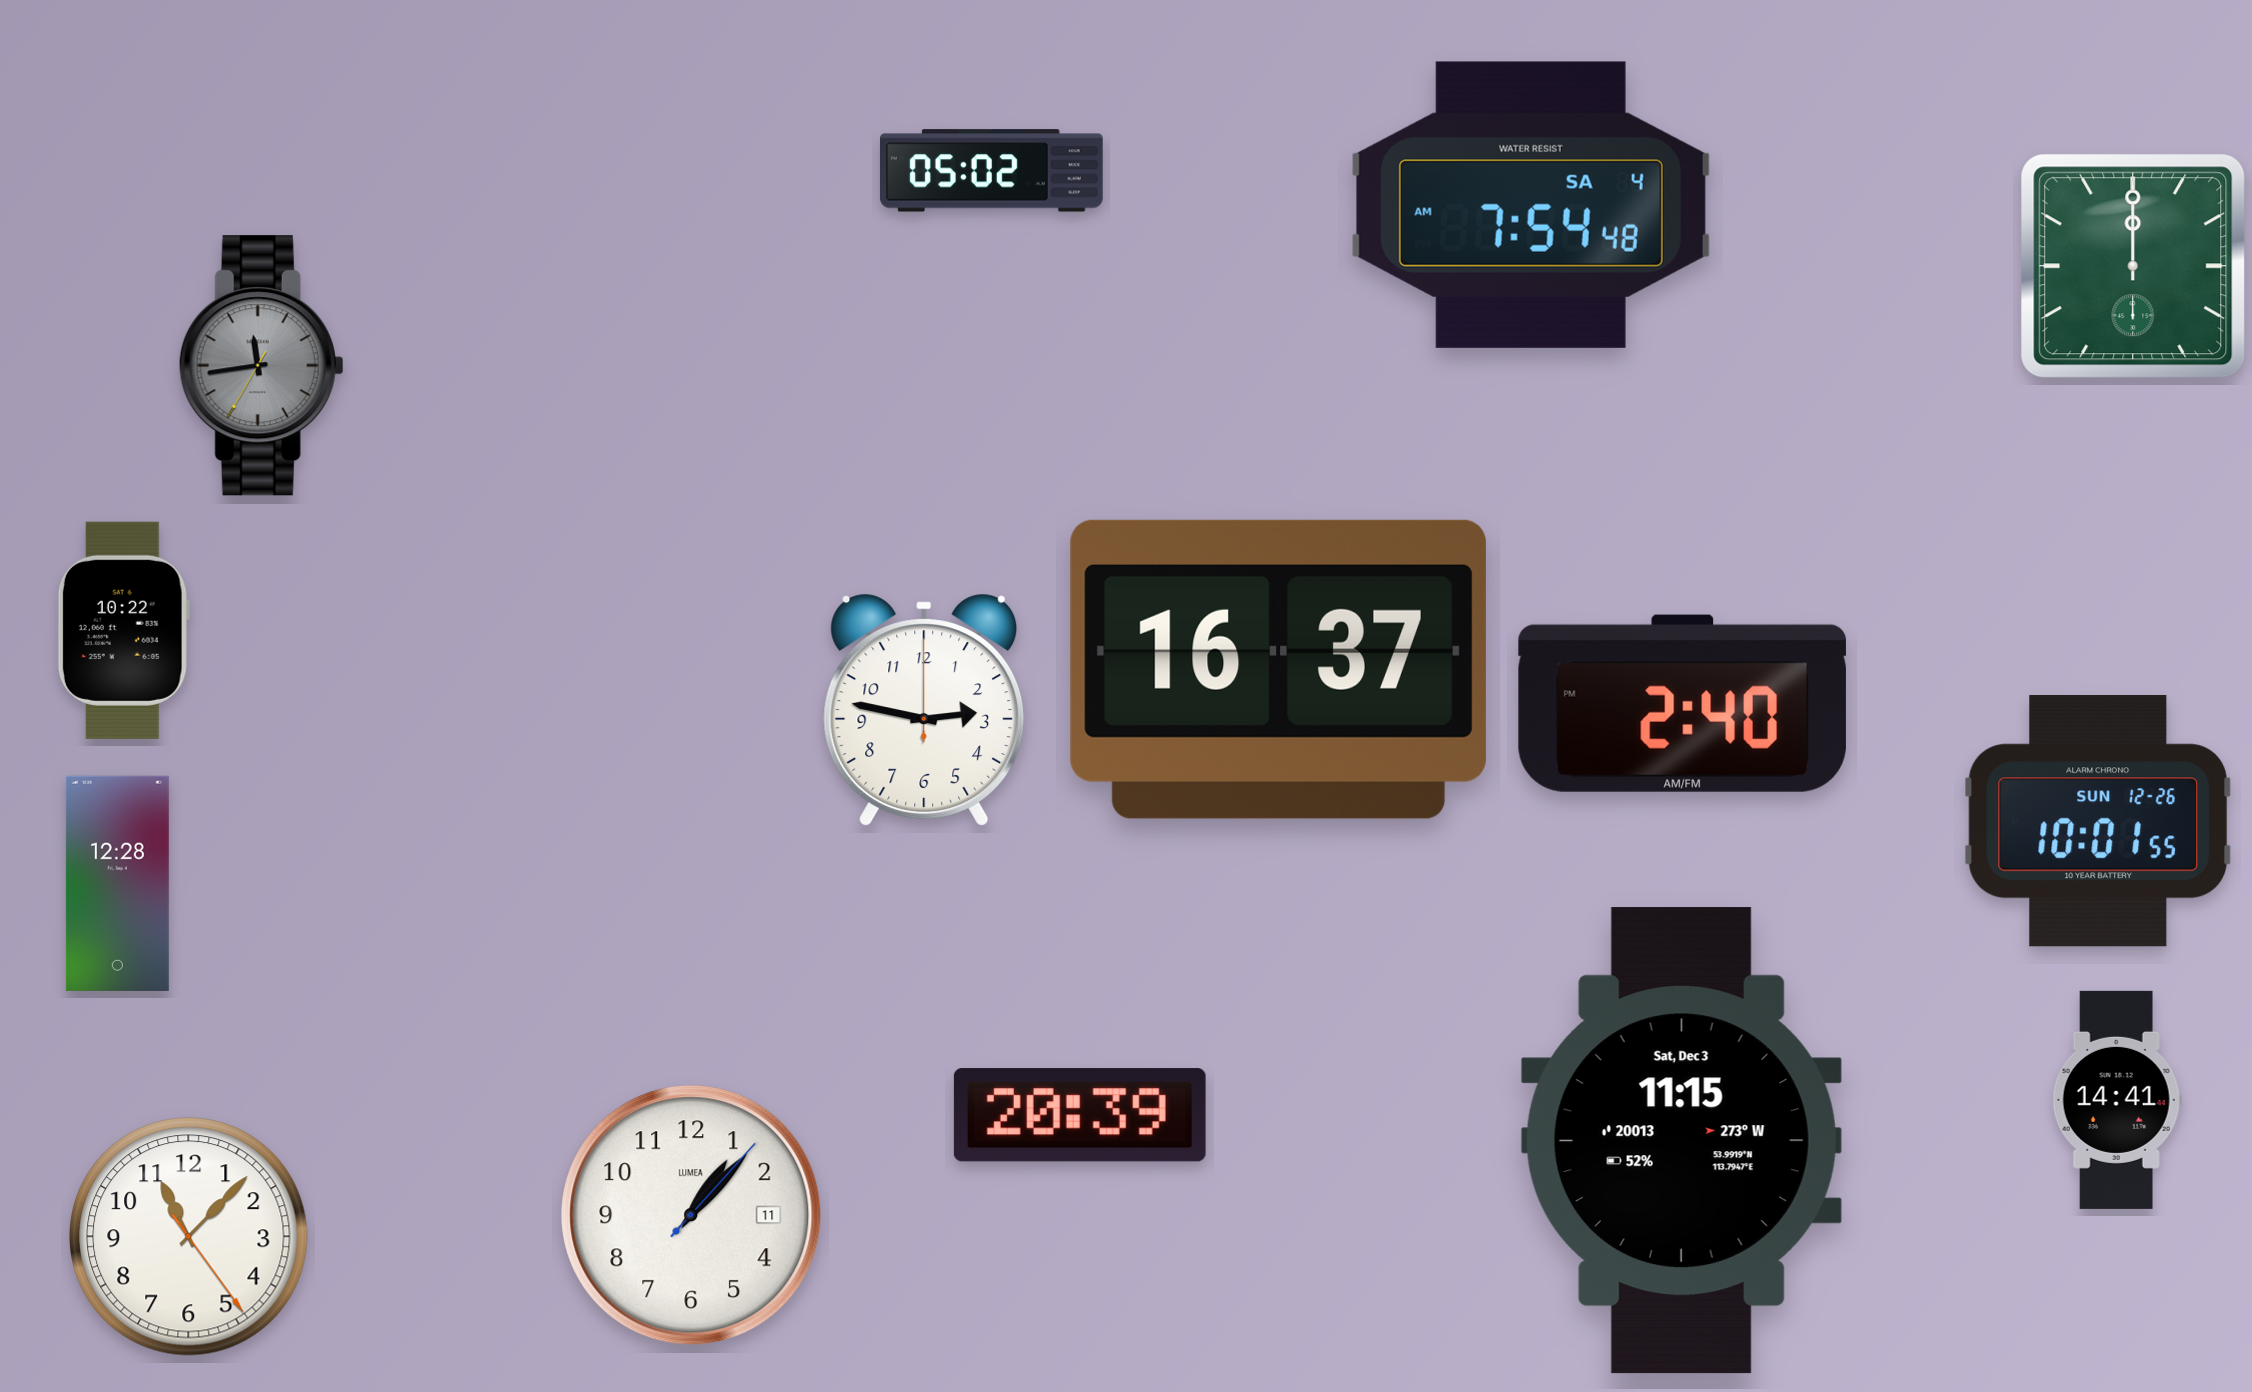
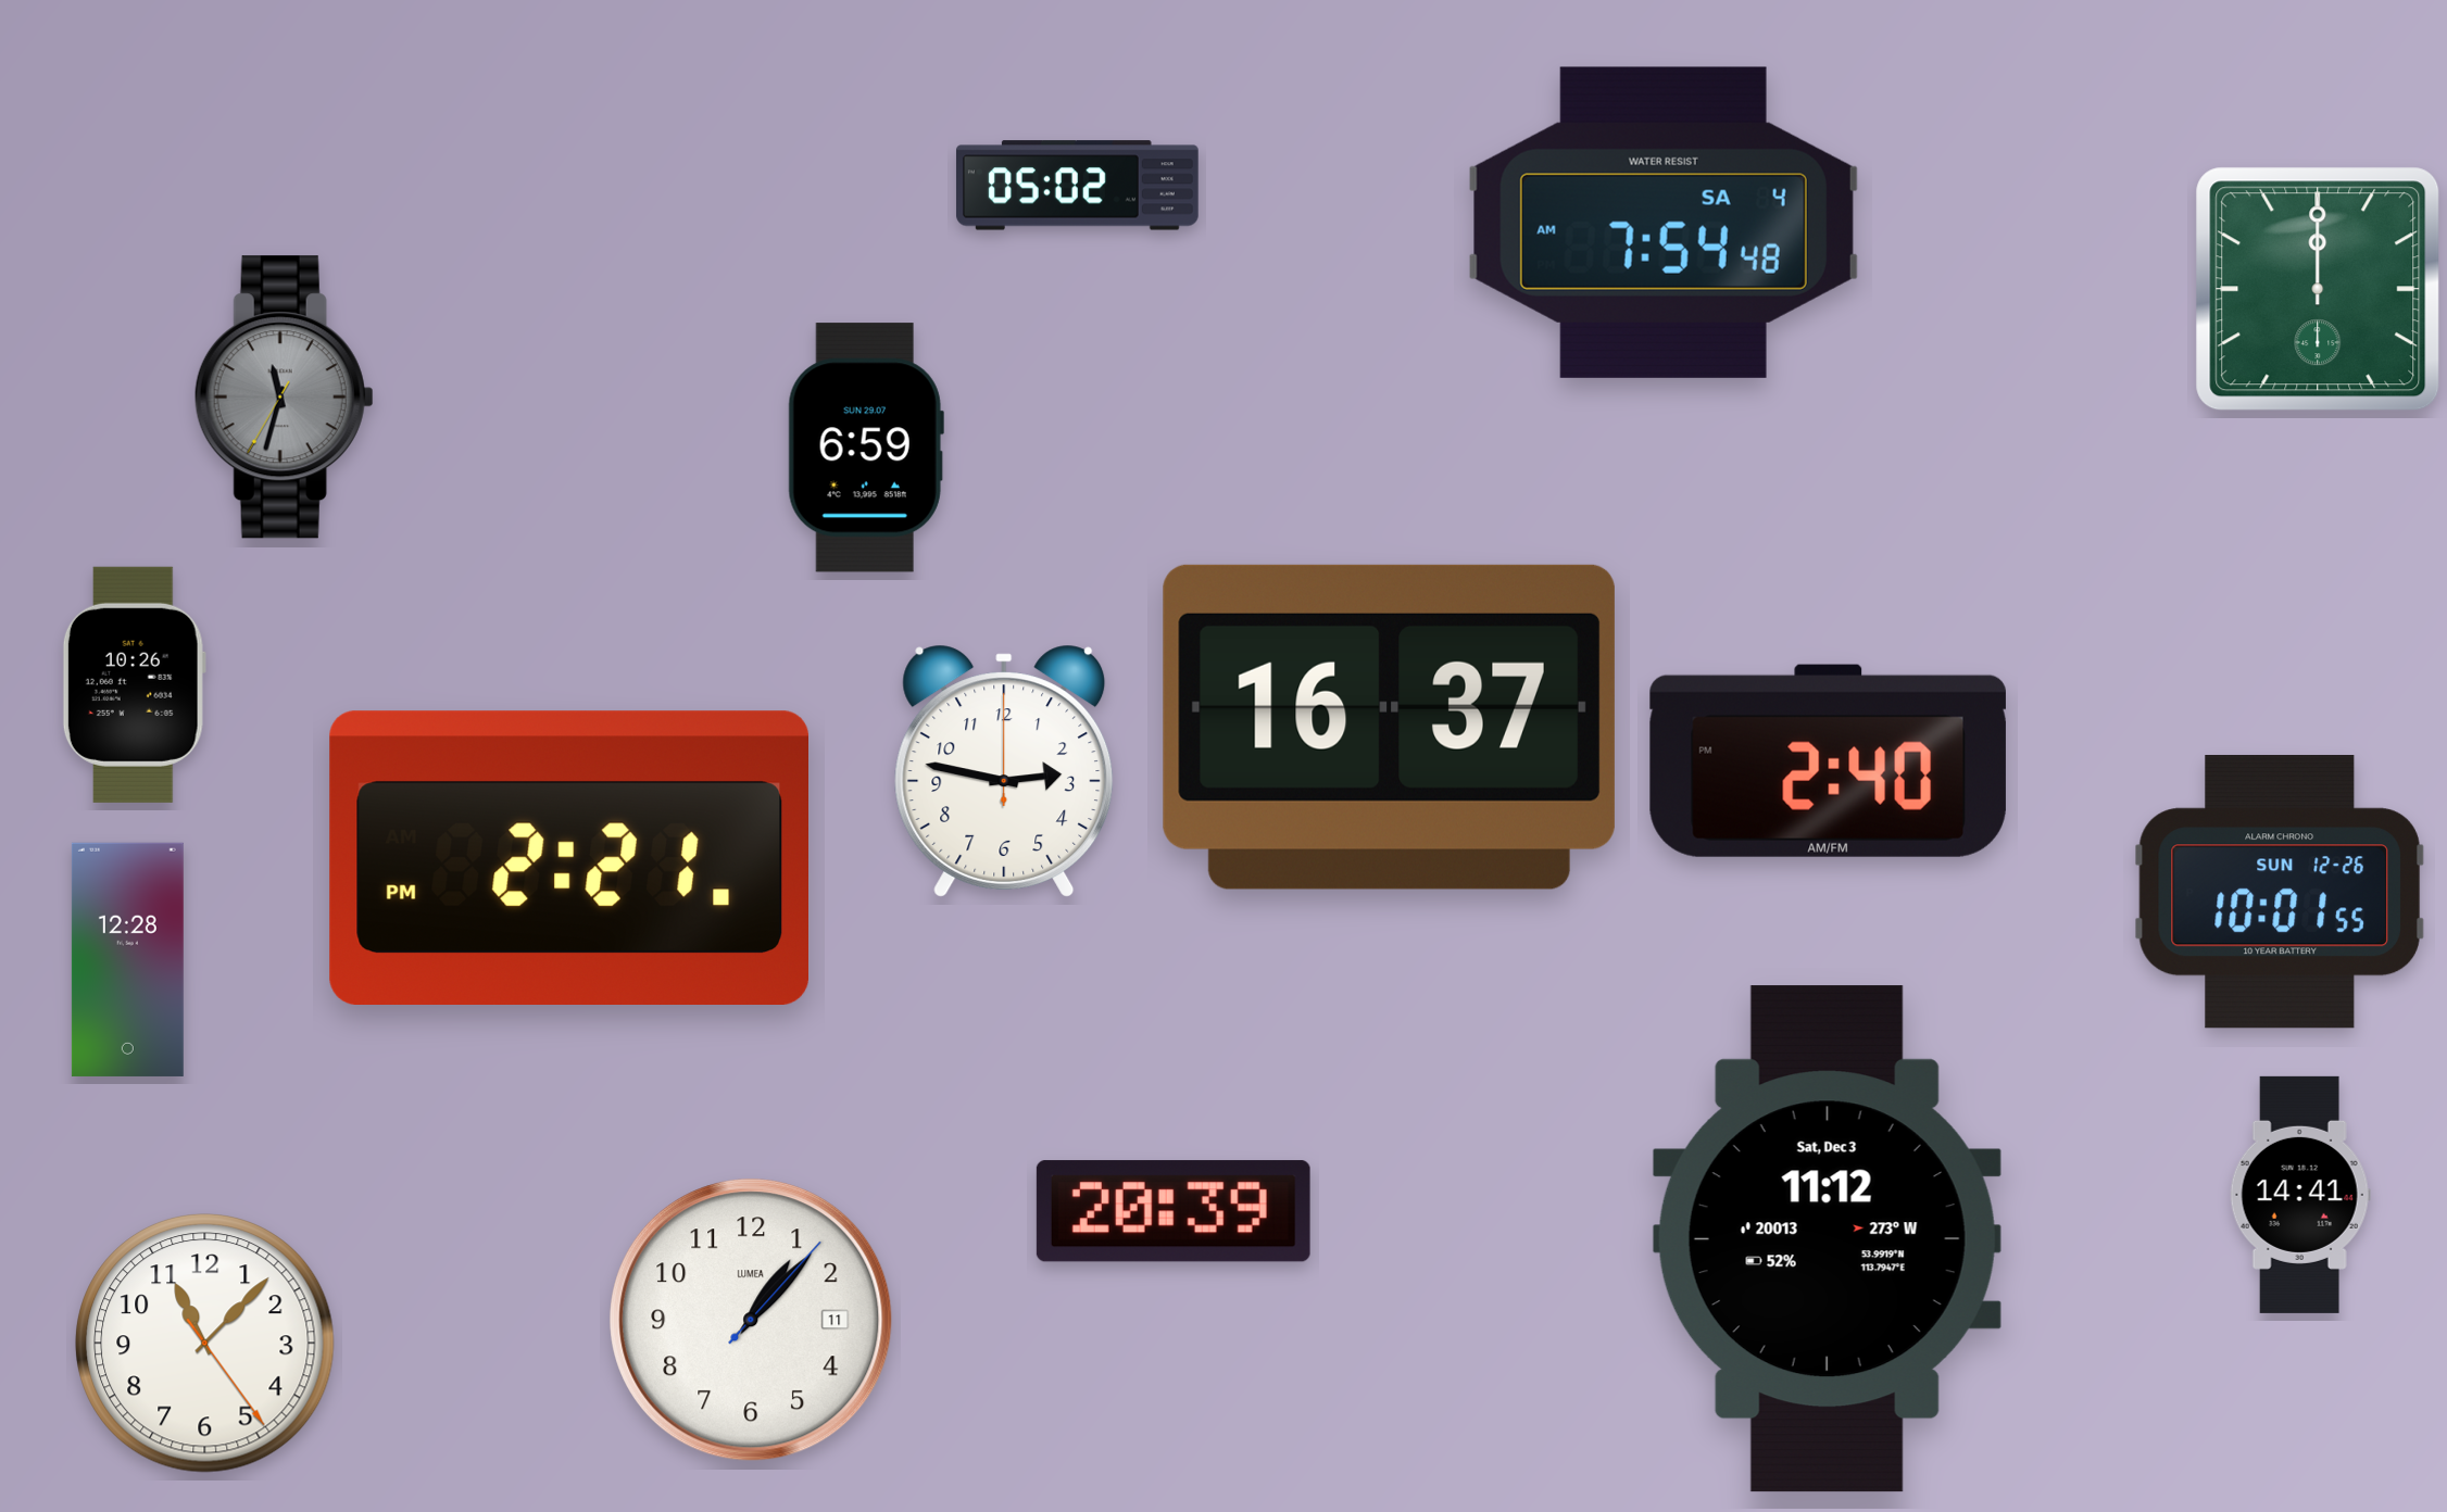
clock at (261, 366): 11:43 -> 11:32
clock at (866, 448): none -> 6:59
clock at (123, 630): 10:22 -> 10:26
clock at (1682, 703) position: (1682, 703) -> (1828, 760)
clock at (568, 857): none -> 2:21
clock at (1681, 1141): 11:15 -> 11:12
